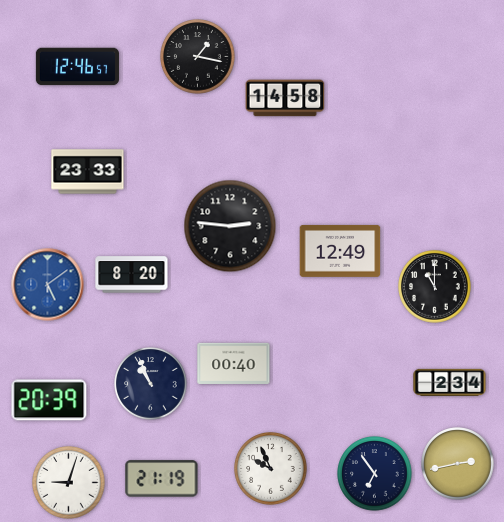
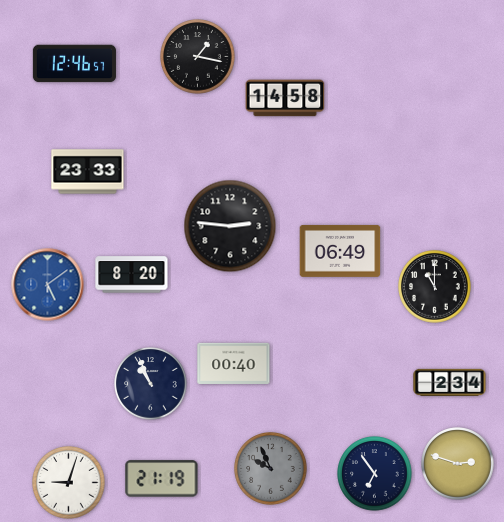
clock at (77, 67) position: (77, 67) -> (74, 64)
clock at (340, 251): 12:49 -> 06:49
clock at (49, 400): 20:39 -> none
clock at (458, 464): 2:43 -> 2:48
clock at (271, 469) dial: white -> grey
